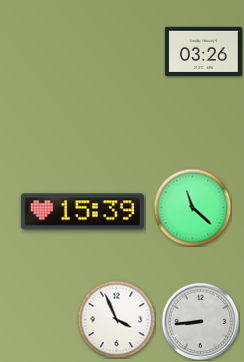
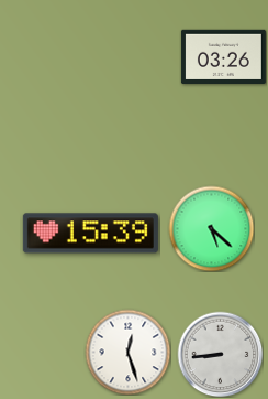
clock at (192, 207): 11:22 -> 5:22
clock at (116, 319): 3:56 -> 12:27
